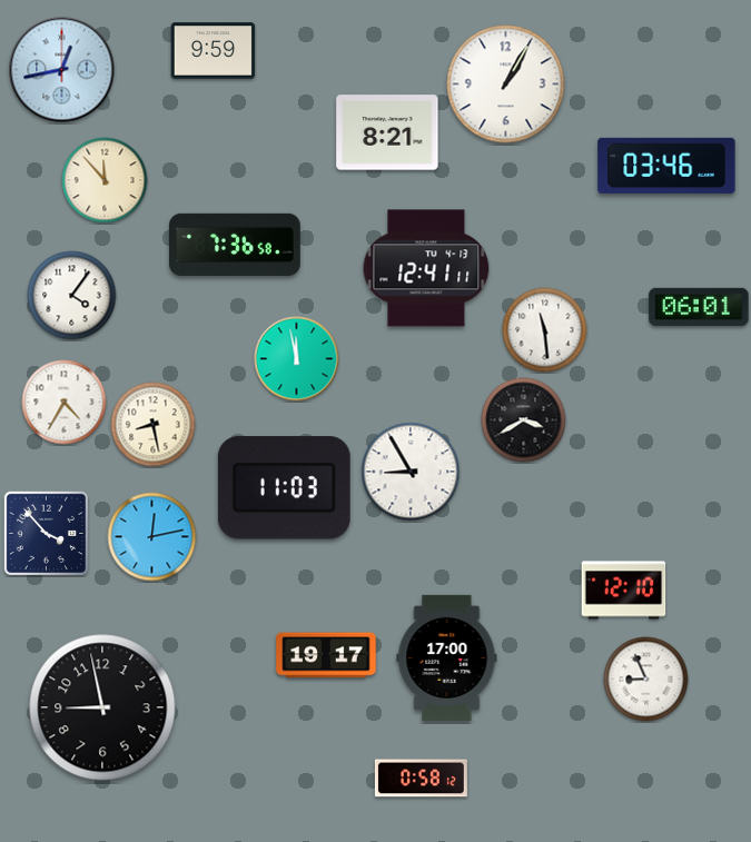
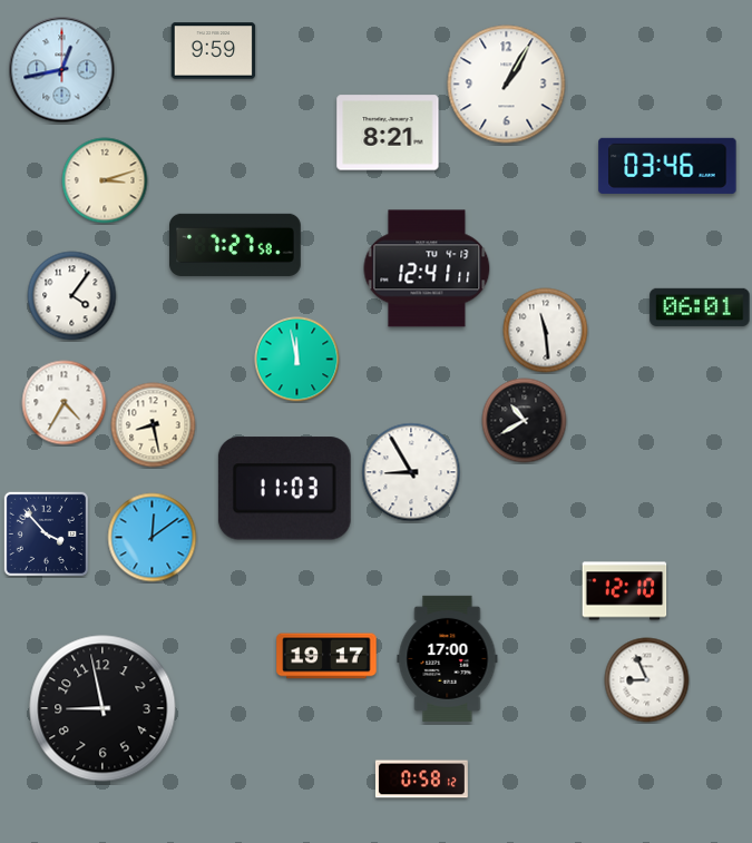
clock at (105, 180): 11:53 -> 3:12
clock at (236, 245): 7:36 -> 7:27
clock at (524, 420): 3:40 -> 10:40
clock at (152, 537): 12:13 -> 12:09
